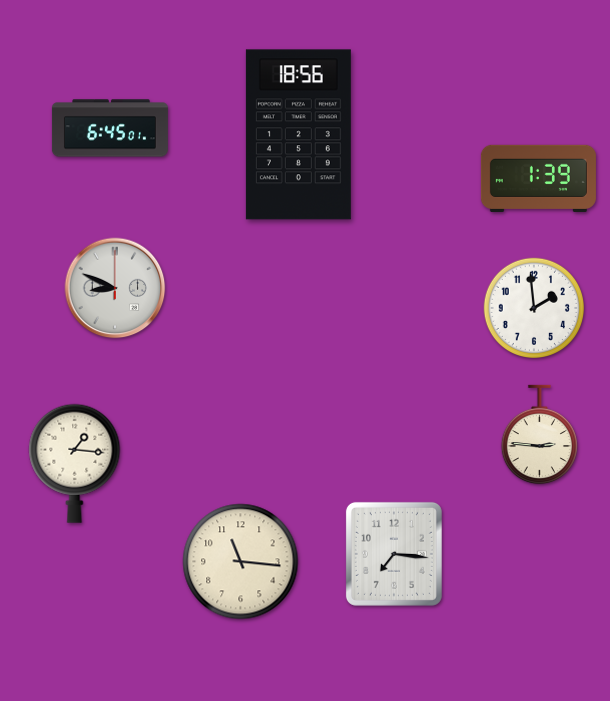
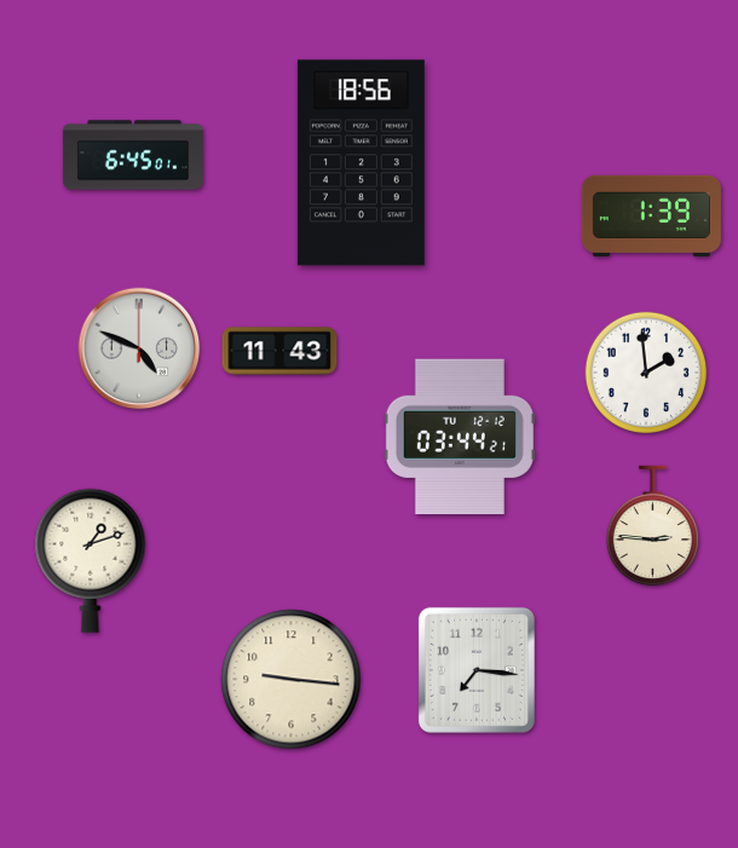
clock at (115, 288): 8:49 -> 4:49
clock at (279, 351): none -> 11:43
clock at (460, 437): none -> 03:44
clock at (75, 463): 1:16 -> 1:12
clock at (241, 562): 11:16 -> 9:16
